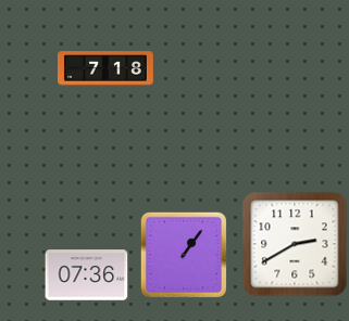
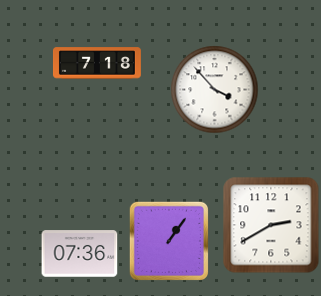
clock at (215, 90): none -> 3:53
clock at (183, 254) position: (183, 254) -> (168, 240)
